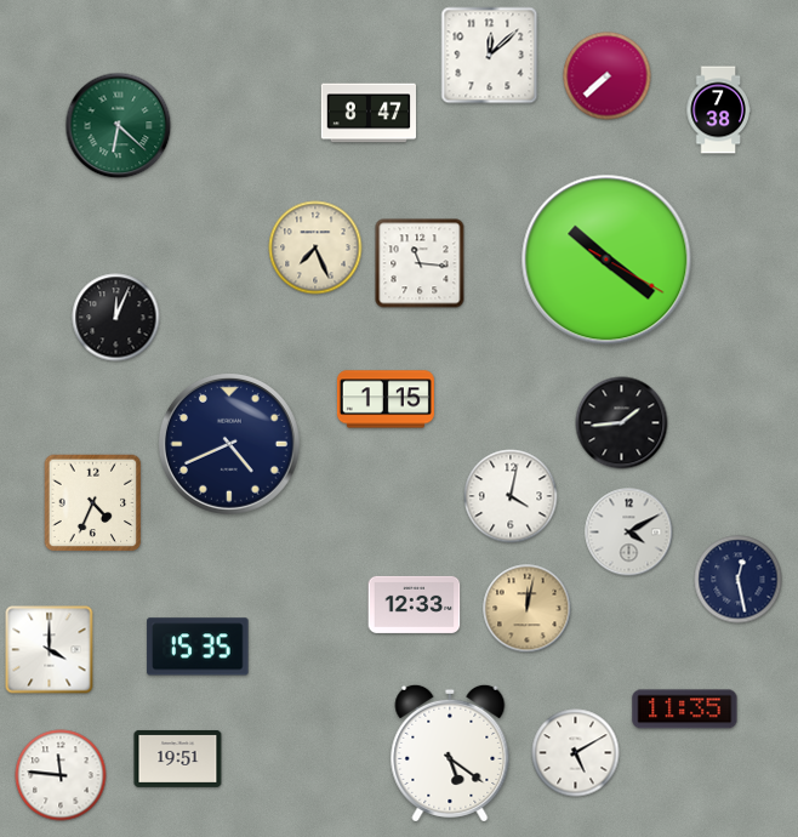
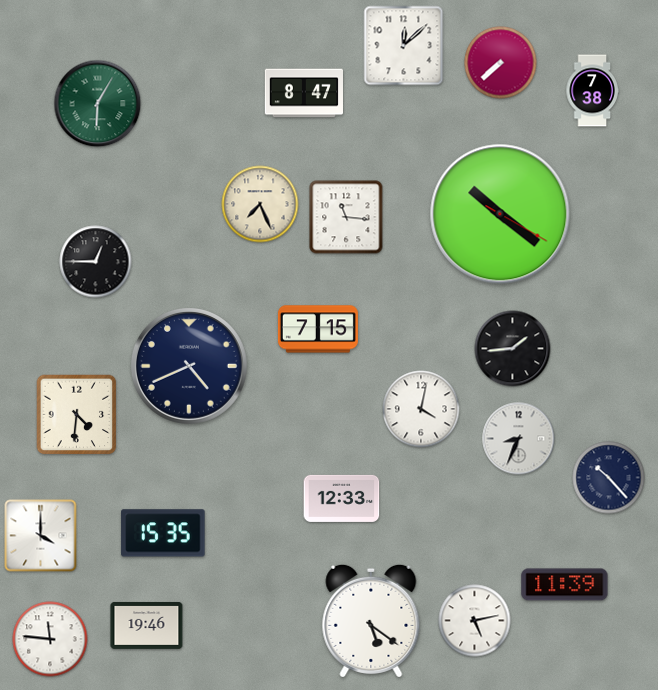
clock at (119, 126): 6:22 -> 6:05
clock at (116, 318): 12:04 -> 12:45
clock at (386, 399): 1:15 -> 7:15
clock at (93, 503): 4:34 -> 4:31
clock at (629, 533): 4:10 -> 8:34
clock at (739, 580): 12:28 -> 10:23
clock at (528, 609): 12:02 -> none
clock at (685, 710): 11:35 -> 11:39
clock at (576, 753): 5:10 -> 5:13
clock at (178, 758): 19:51 -> 19:46
